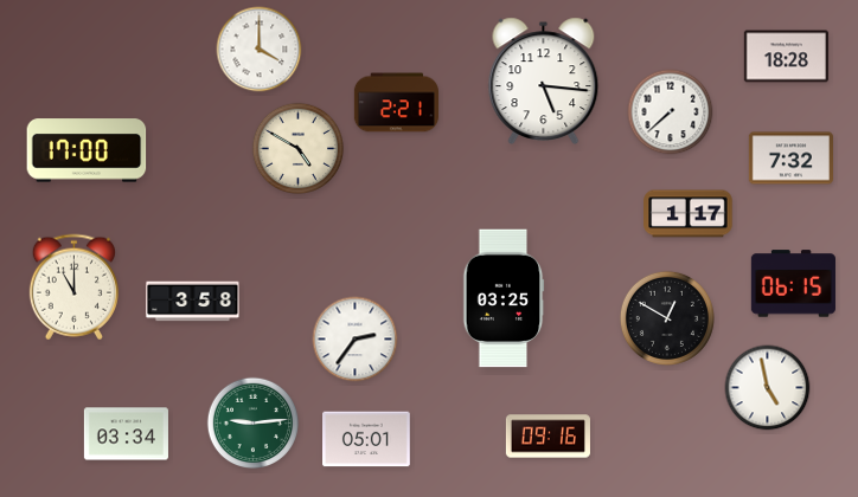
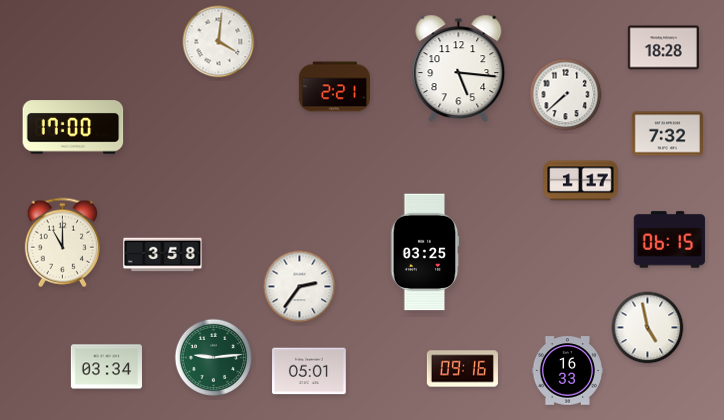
clock at (260, 50): 4:00 -> 4:01
clock at (299, 149): 4:50 -> none
clock at (667, 318): 12:50 -> none
clock at (567, 371): none -> 16:33
